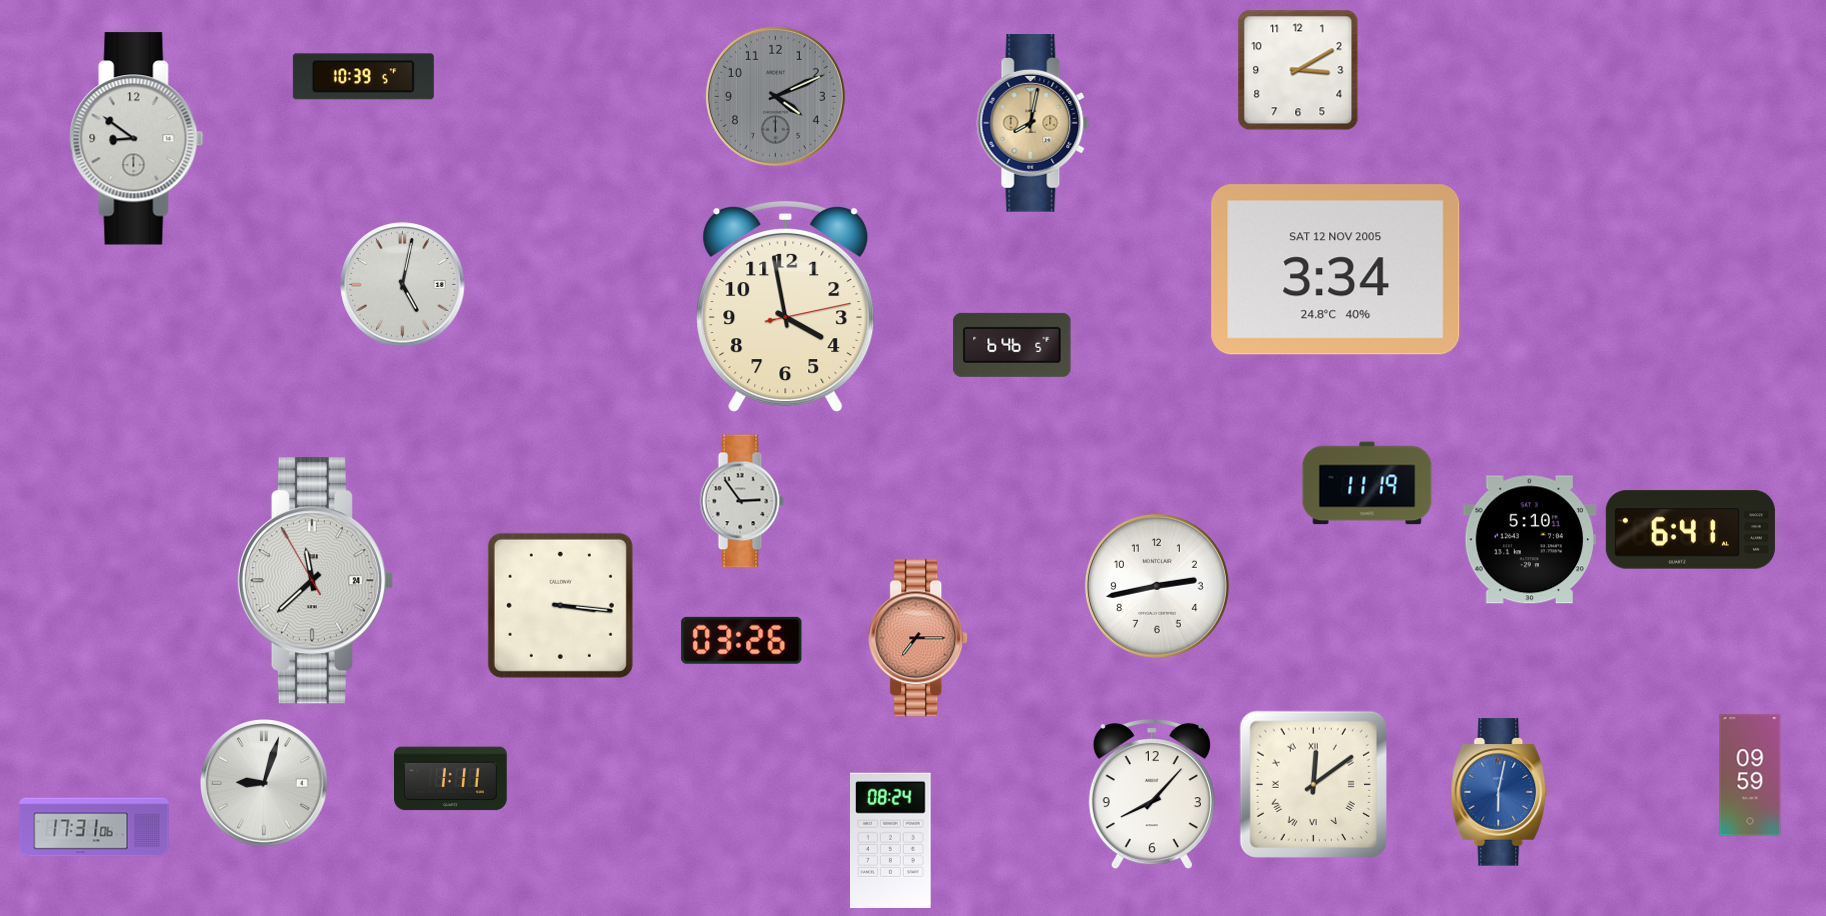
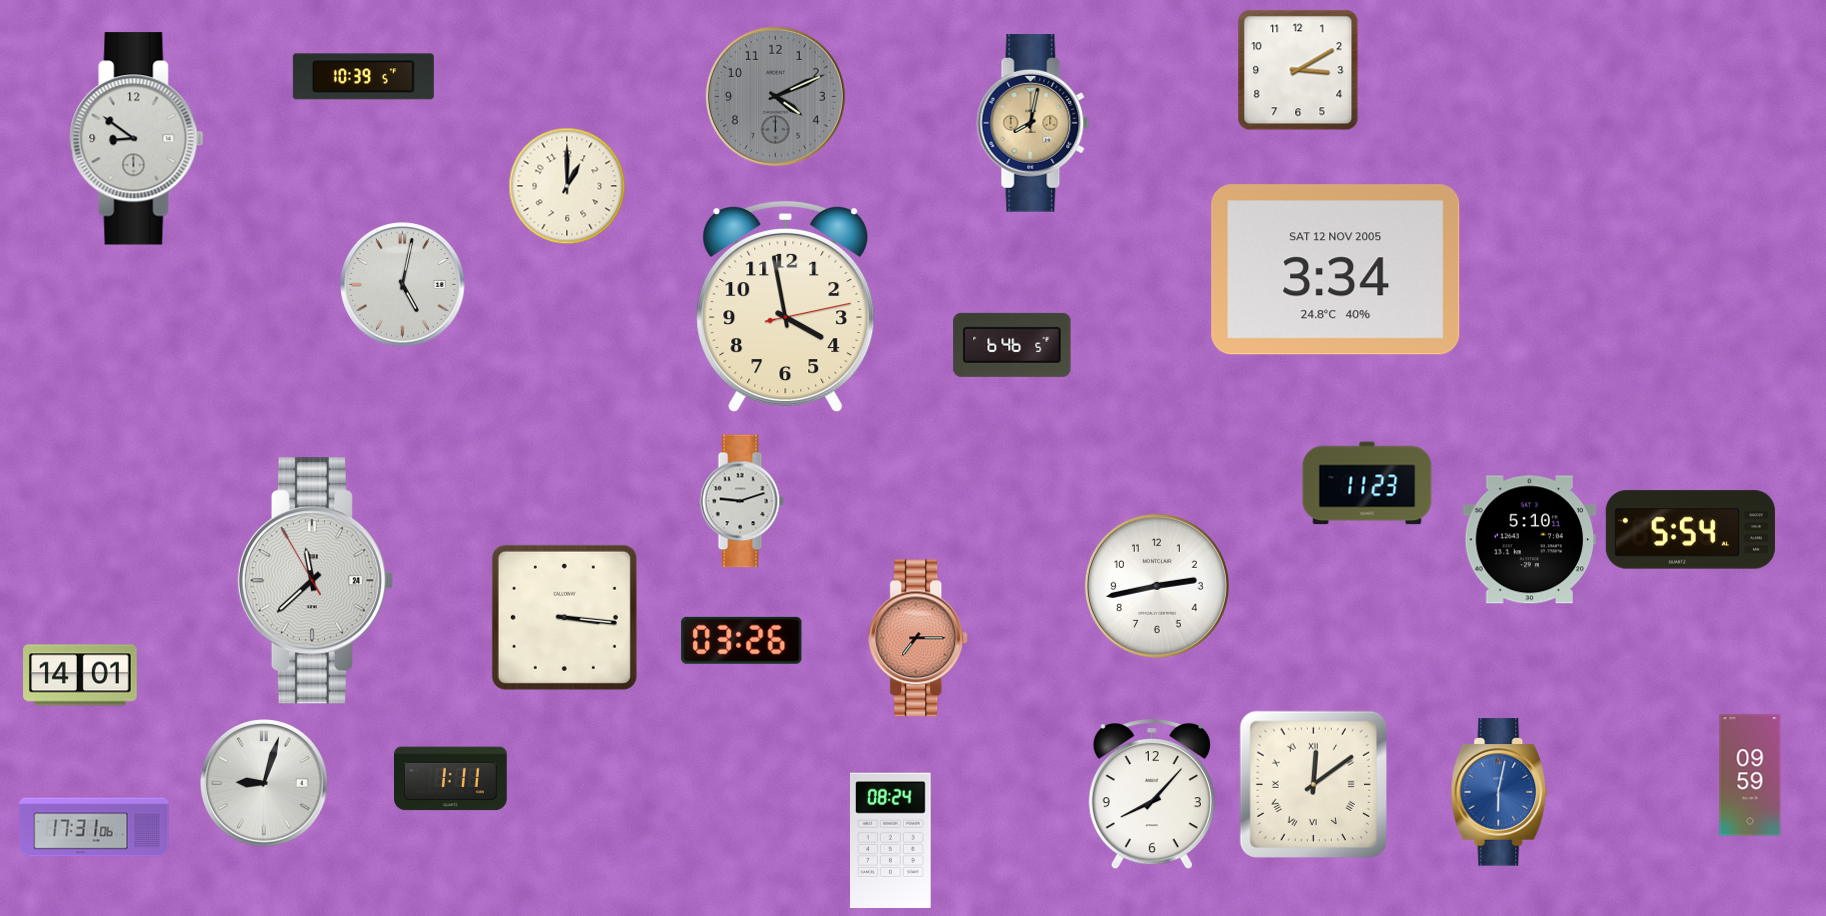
clock at (567, 186): none -> 1:00
clock at (1367, 483): 11:19 -> 11:23
clock at (742, 501): 2:54 -> 9:12
clock at (1690, 530): 6:41 -> 5:54
clock at (560, 605) position: (560, 605) -> (564, 617)
clock at (80, 675): none -> 14:01
